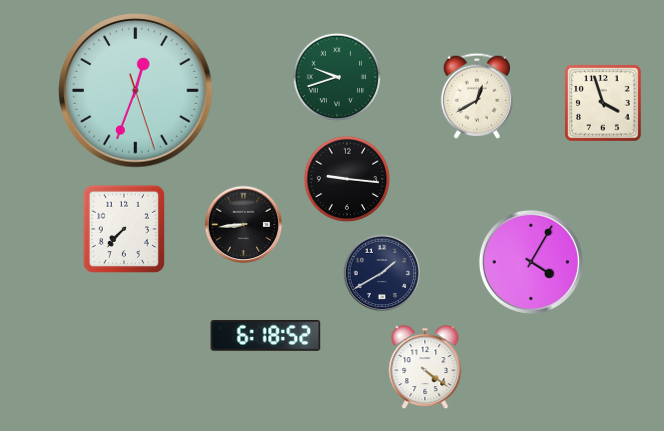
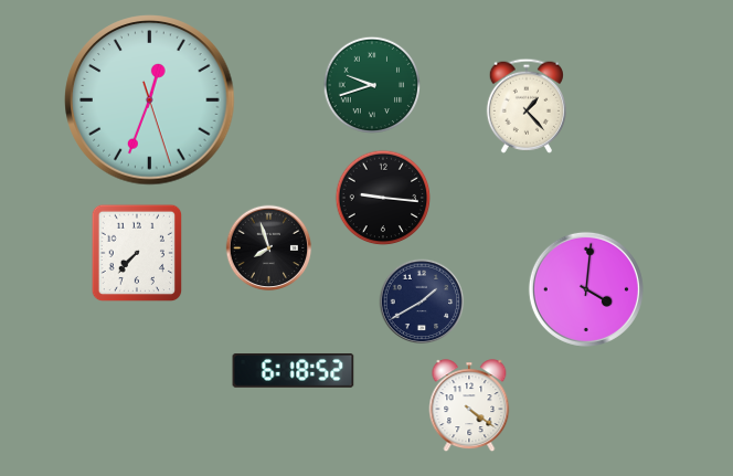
clock at (477, 96): 12:40 -> 1:23
clock at (603, 103): 3:57 -> none
clock at (244, 225): 8:44 -> 7:57
clock at (531, 262): 4:05 -> 4:01
